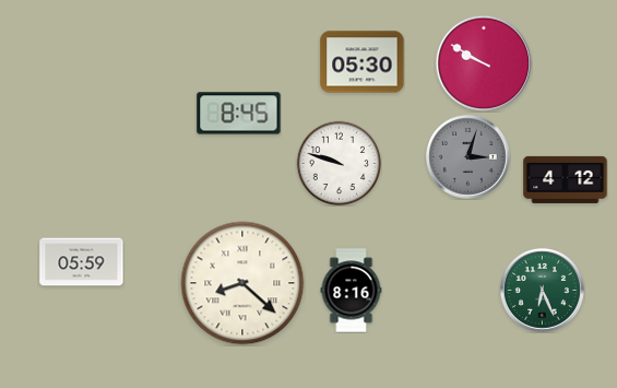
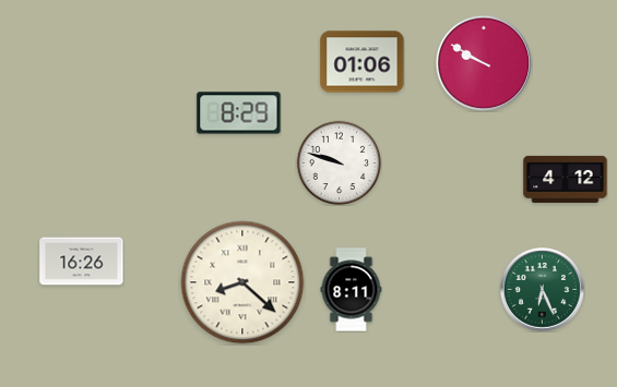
clock at (363, 62): 05:30 -> 01:06
clock at (239, 114): 8:45 -> 8:29
clock at (467, 156): 3:03 -> none
clock at (82, 262): 05:59 -> 16:26
clock at (352, 291): 8:16 -> 8:11
